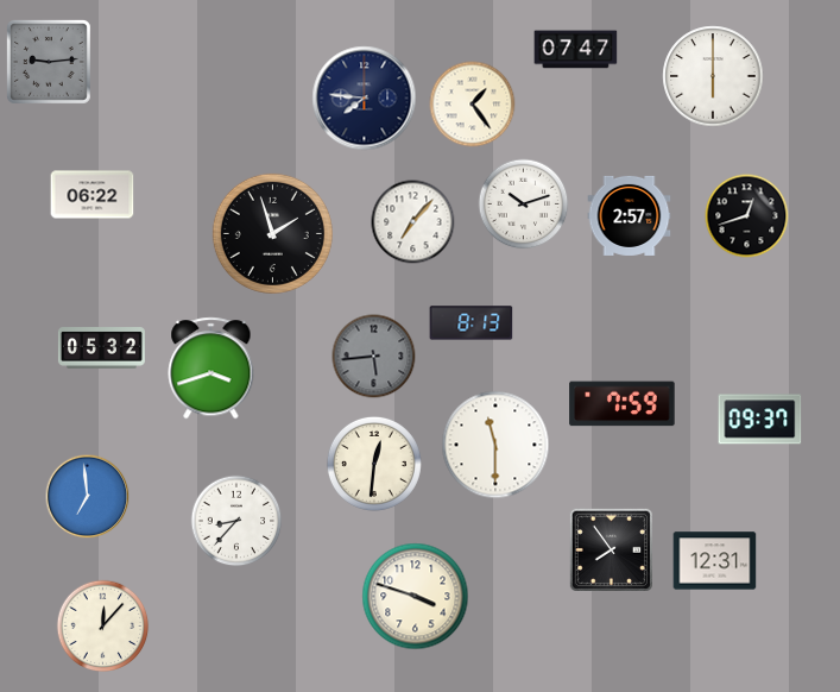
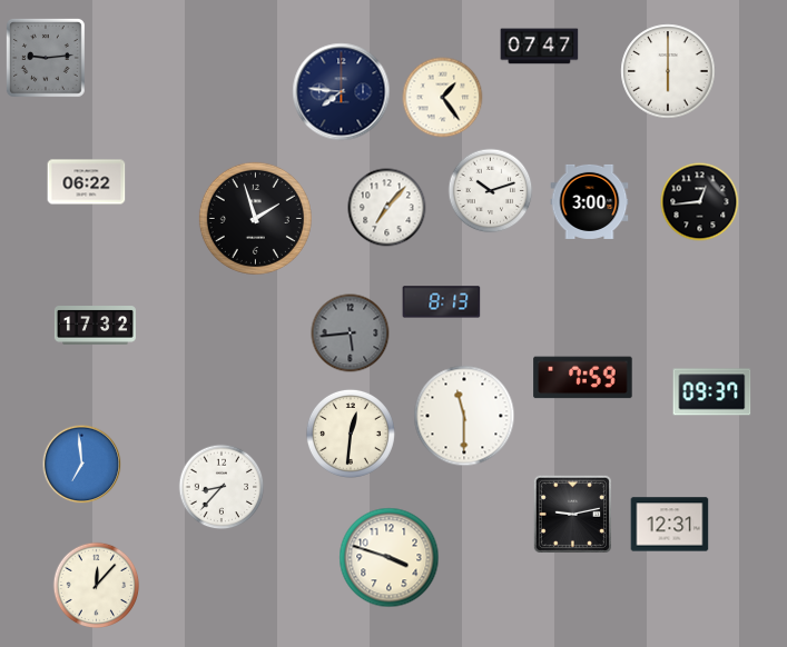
clock at (630, 215): 2:57 -> 3:00
clock at (747, 216): 12:42 -> 12:44
clock at (101, 348): 05:32 -> 17:32
clock at (211, 369): 3:42 -> none
clock at (611, 549): 7:54 -> 9:13
